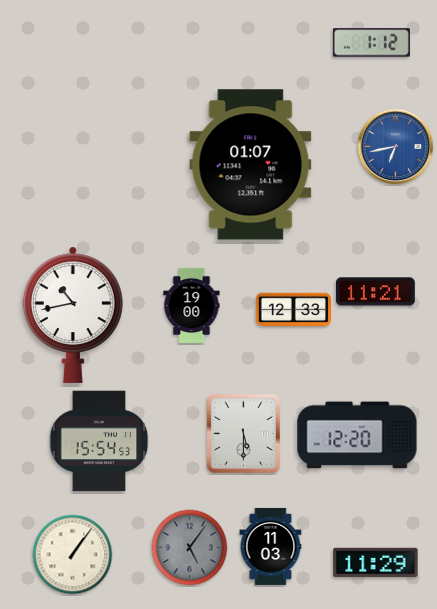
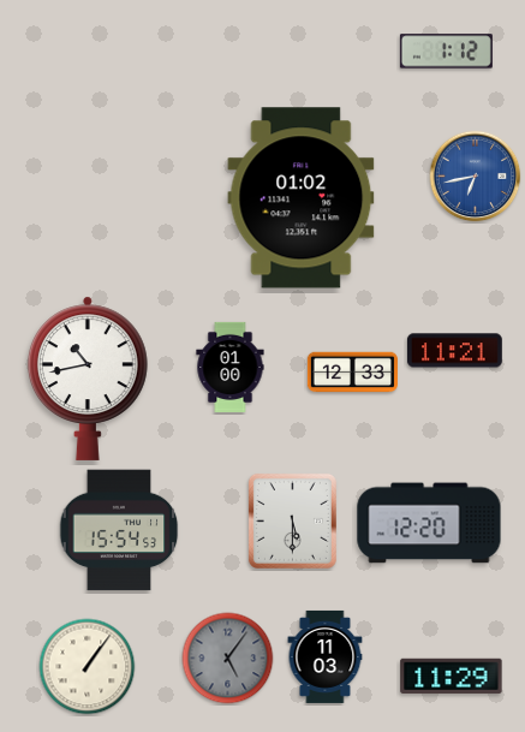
clock at (251, 165): 01:07 -> 01:02
clock at (375, 292) position: (375, 292) -> (454, 351)
clock at (192, 305): 19:00 -> 01:00
